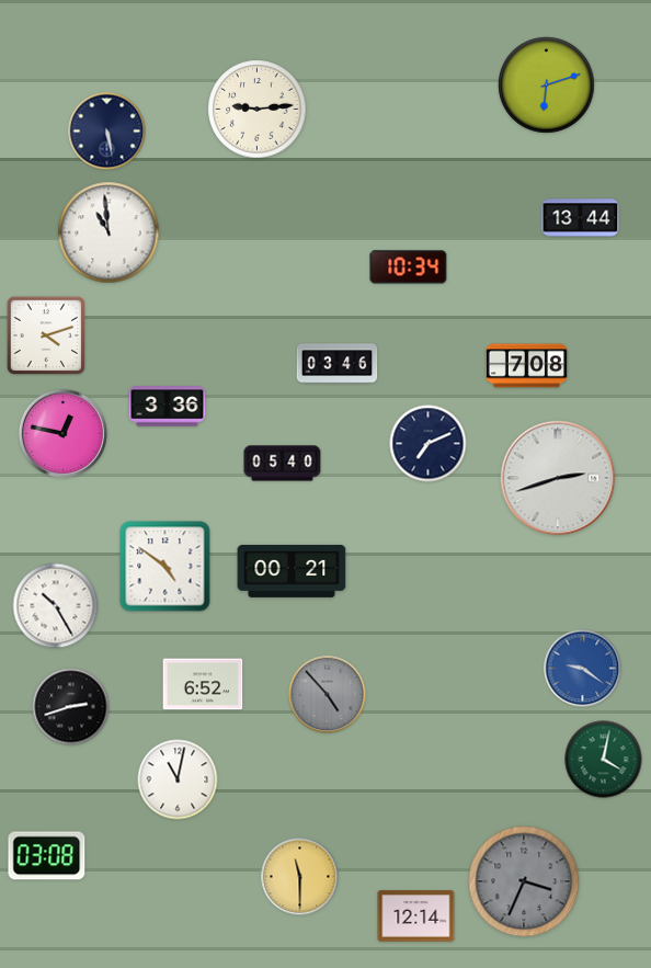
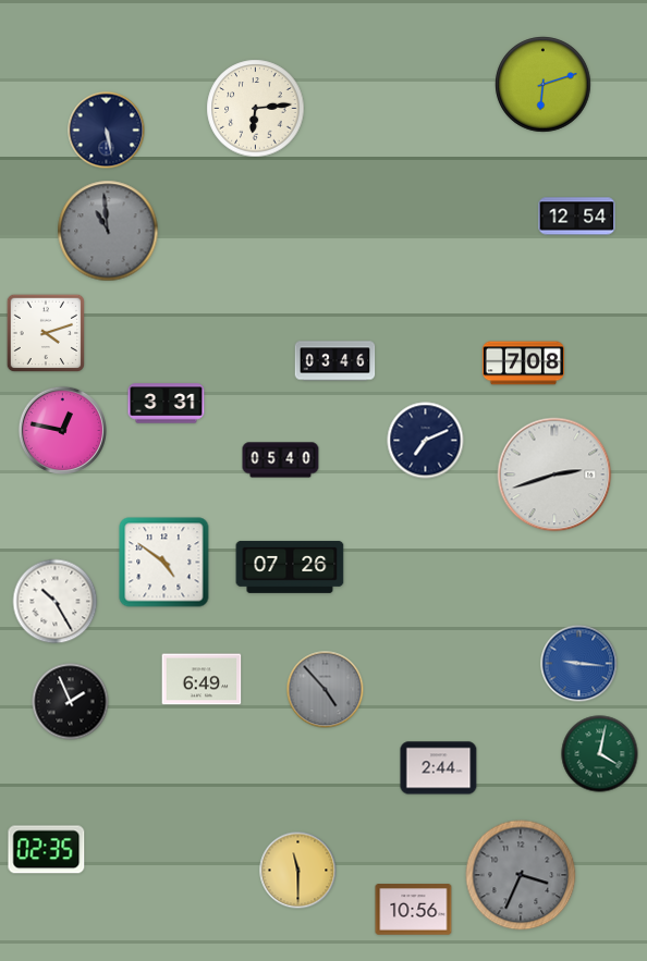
clock at (258, 110): 9:14 -> 6:14
clock at (581, 218): 13:44 -> 12:54
clock at (108, 232) dial: white -> grey
clock at (409, 267): 10:34 -> none
clock at (168, 407): 3:36 -> 3:31
clock at (292, 571): 00:21 -> 07:26
clock at (583, 669): 9:21 -> 9:16
clock at (203, 684): 6:52 -> 6:49
clock at (71, 707): 2:42 -> 1:56
clock at (439, 768): none -> 2:44
clock at (178, 779): 11:02 -> none
clock at (47, 856): 03:08 -> 02:35
clock at (416, 916): 12:14 -> 10:56
